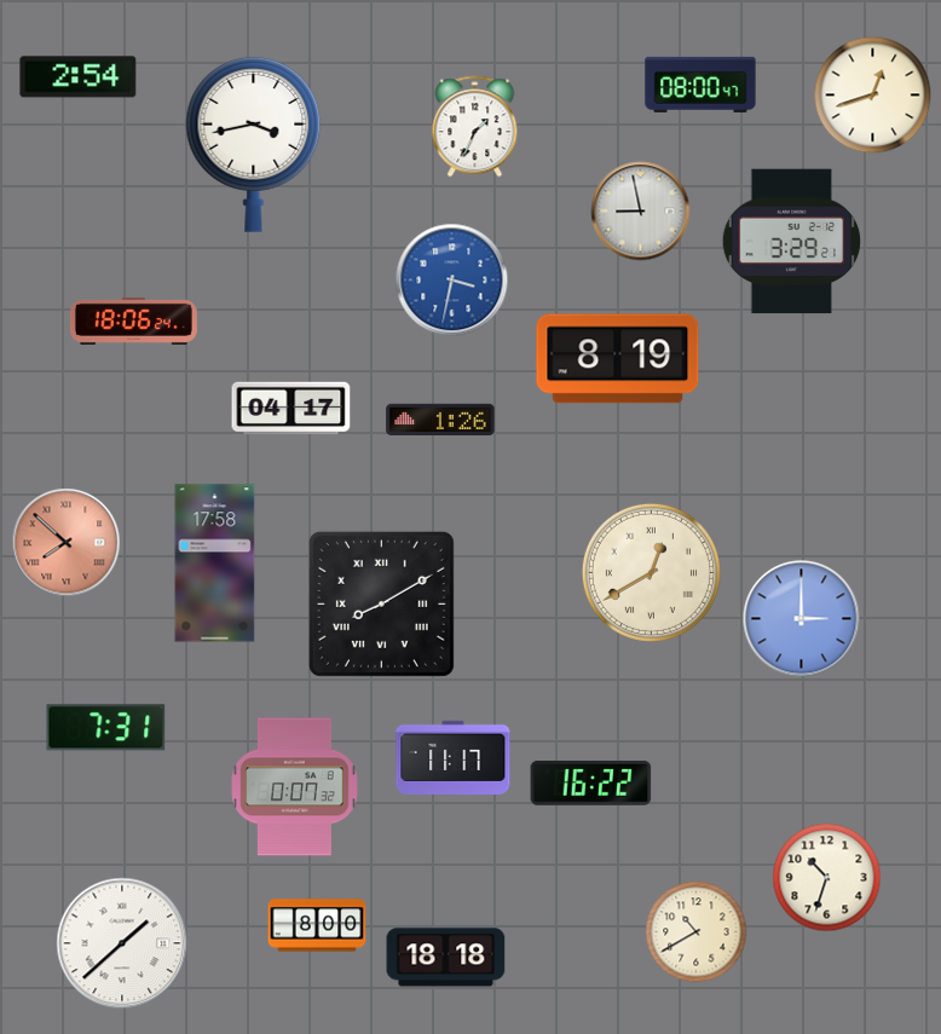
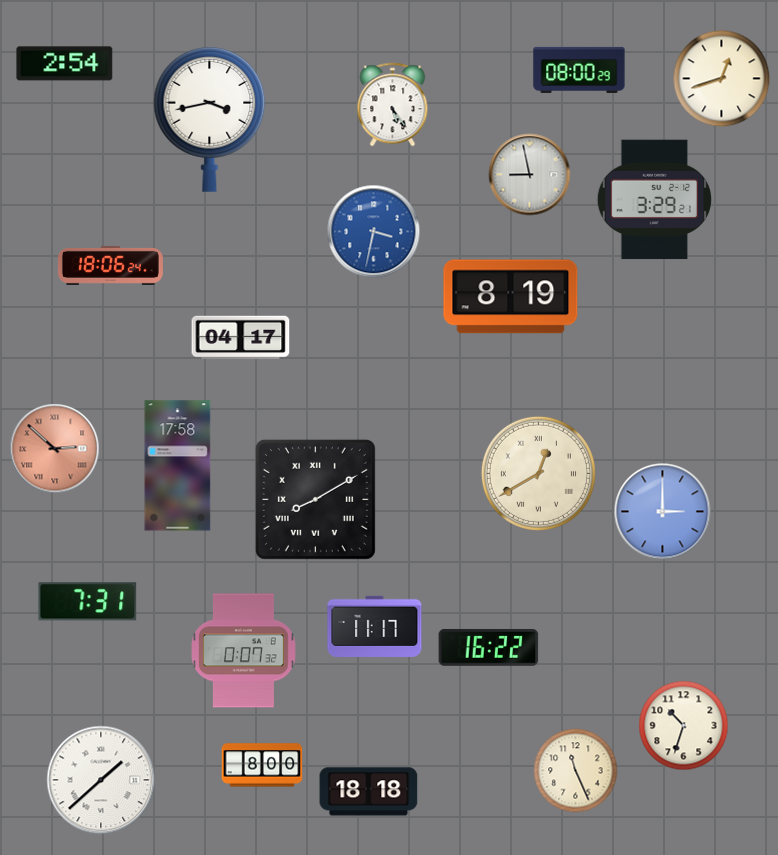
clock at (700, 85): 08:00:47 -> 08:00:29
clock at (475, 127): 1:34 -> 5:24
clock at (440, 420): 1:26 -> none
clock at (67, 543): 7:52 -> 2:52
clock at (697, 932): 10:40 -> 11:26
